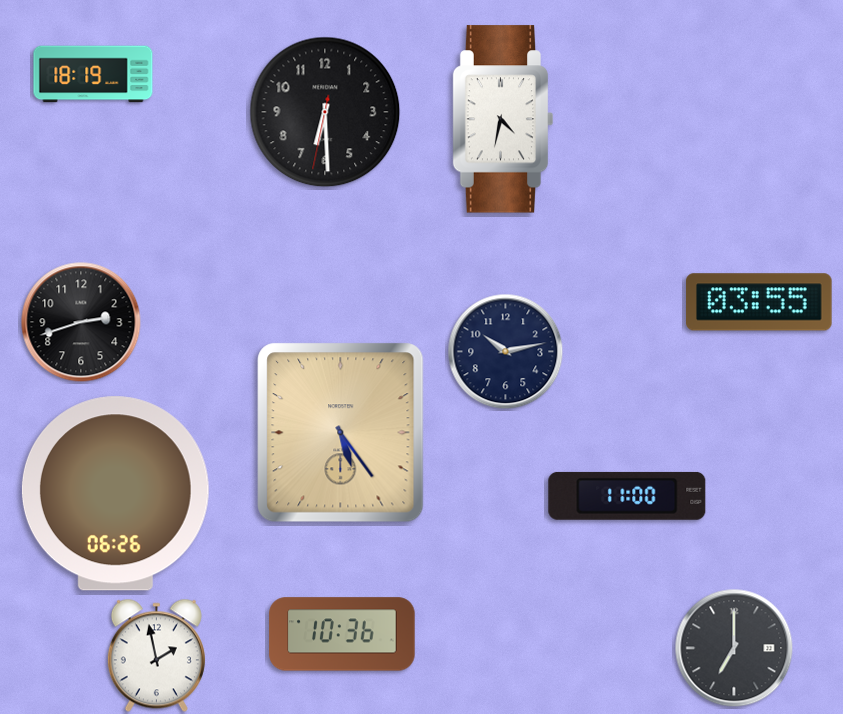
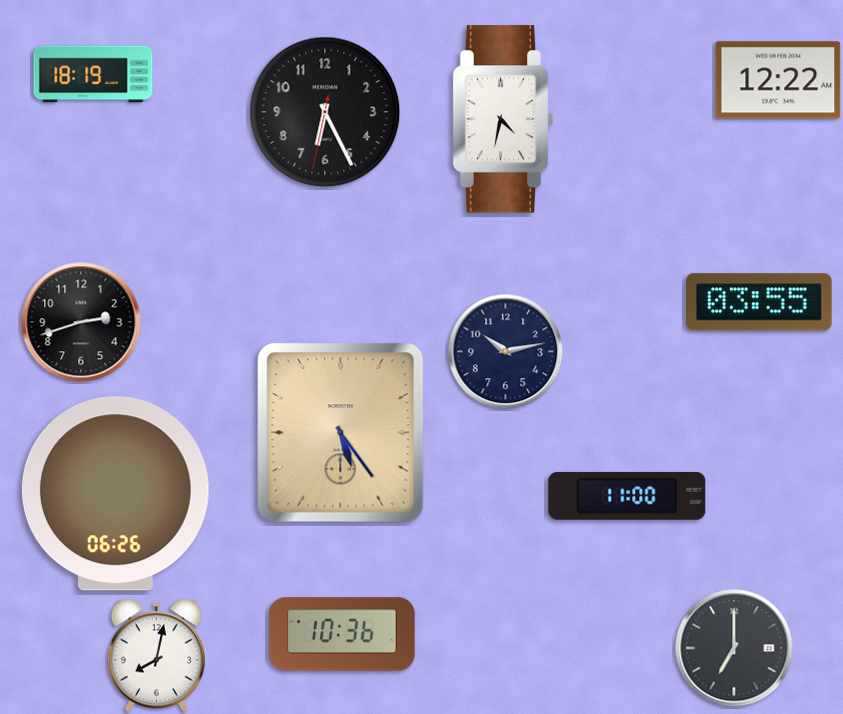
clock at (778, 80): none -> 12:22
clock at (325, 112): 6:29 -> 6:25
clock at (156, 656): 1:58 -> 8:02
